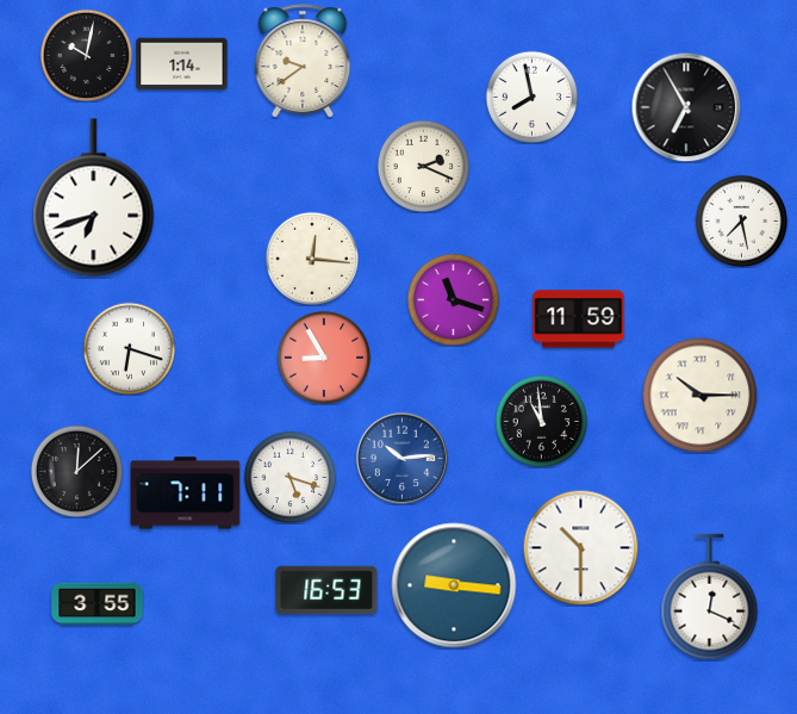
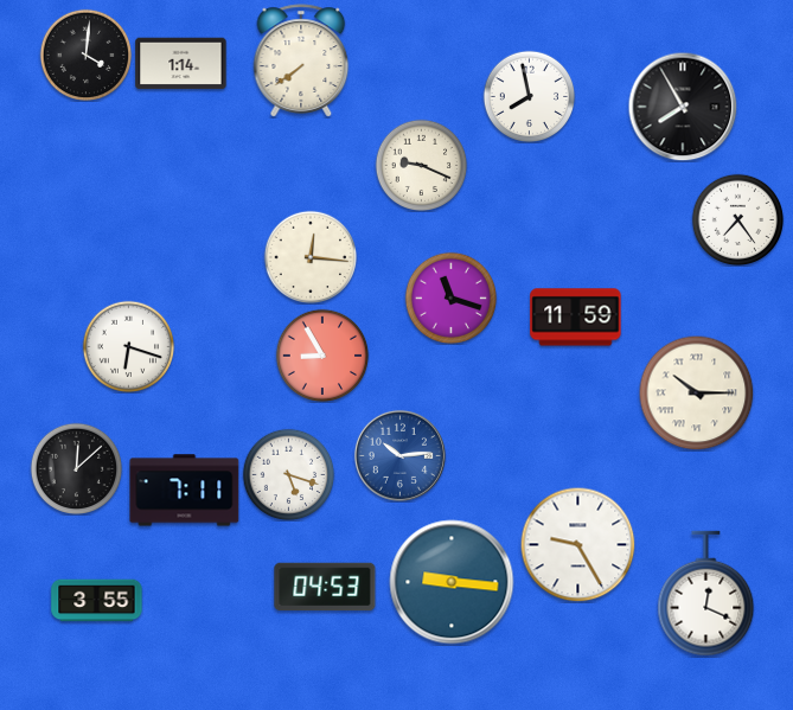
clock at (86, 55): 10:02 -> 4:01
clock at (303, 61): 9:39 -> 7:39
clock at (686, 107): 6:55 -> 7:55
clock at (423, 166): 2:19 -> 9:19
clock at (94, 198): 6:42 -> none
clock at (741, 221): 7:28 -> 7:24
clock at (541, 421): 10:59 -> none
clock at (580, 547): 10:30 -> 9:25
clock at (326, 590): 16:53 -> 04:53
